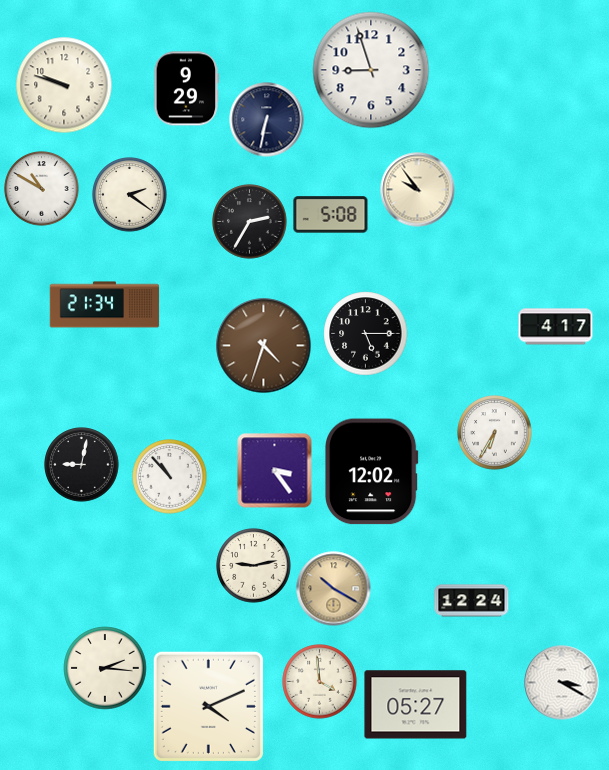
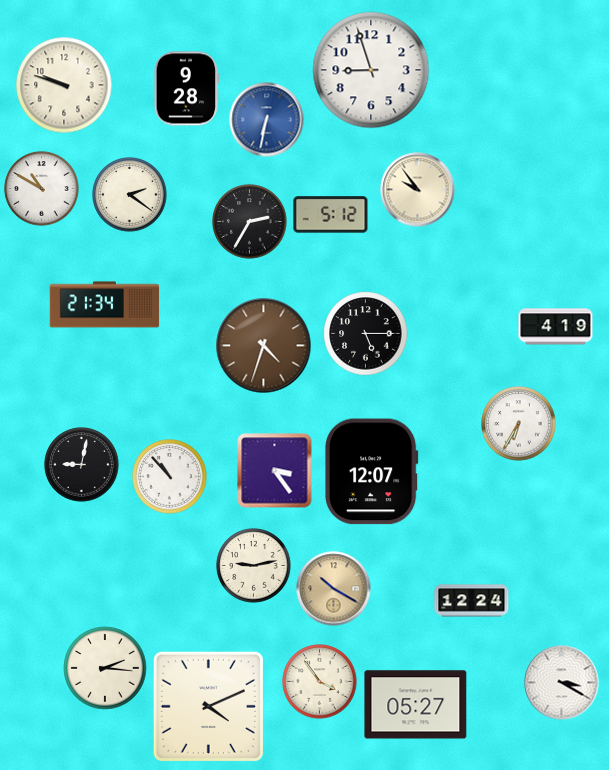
clock at (187, 89): 9:29 -> 9:28
clock at (267, 120) dial: navy -> blue
clock at (331, 215): 5:08 -> 5:12
clock at (556, 327): 4:17 -> 4:19
clock at (495, 433) position: (495, 433) -> (519, 424)
clock at (372, 472): 12:02 -> 12:07
clock at (320, 682): 3:59 -> 3:54
